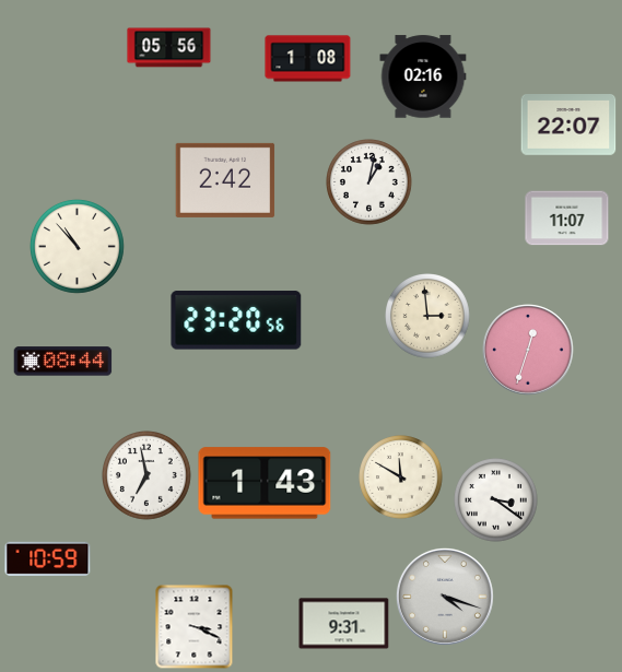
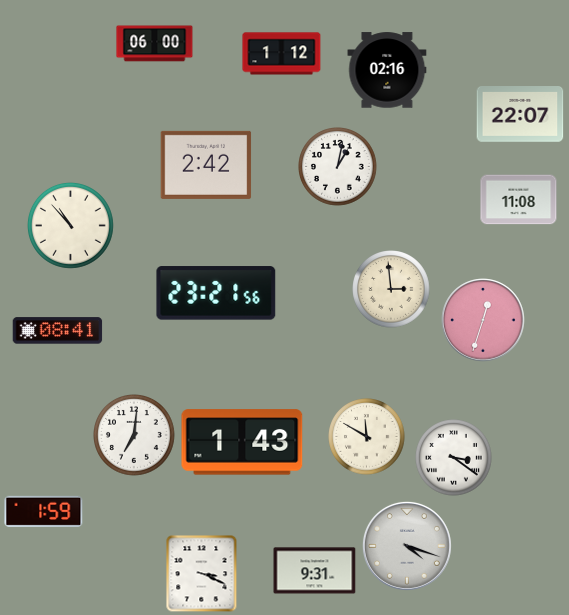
clock at (169, 48): 05:56 -> 06:00
clock at (308, 59): 1:08 -> 1:12
clock at (567, 219): 11:07 -> 11:08
clock at (236, 320): 23:20 -> 23:21
clock at (63, 362): 08:44 -> 08:41
clock at (148, 476): 6:58 -> 7:01
clock at (48, 558): 10:59 -> 1:59
clock at (195, 626) position: (195, 626) -> (202, 573)
